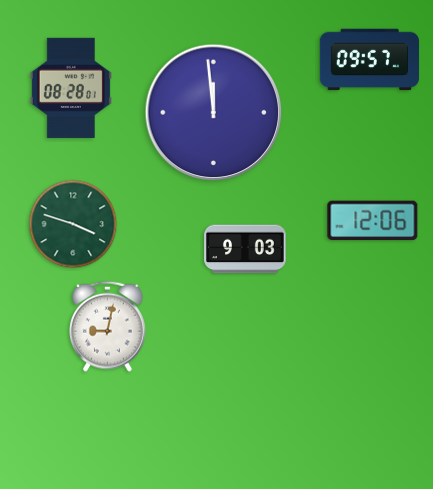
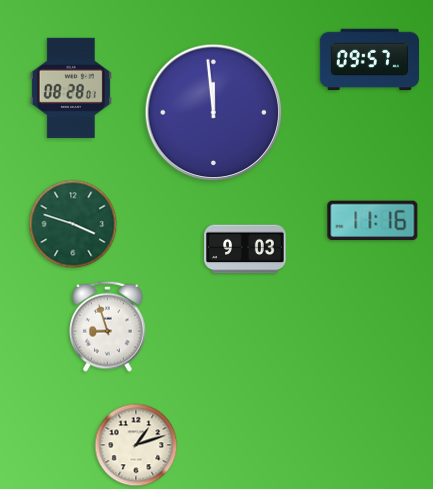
clock at (373, 221): 12:06 -> 11:16
clock at (108, 326): 9:02 -> 8:57
clock at (136, 445): none -> 1:12
